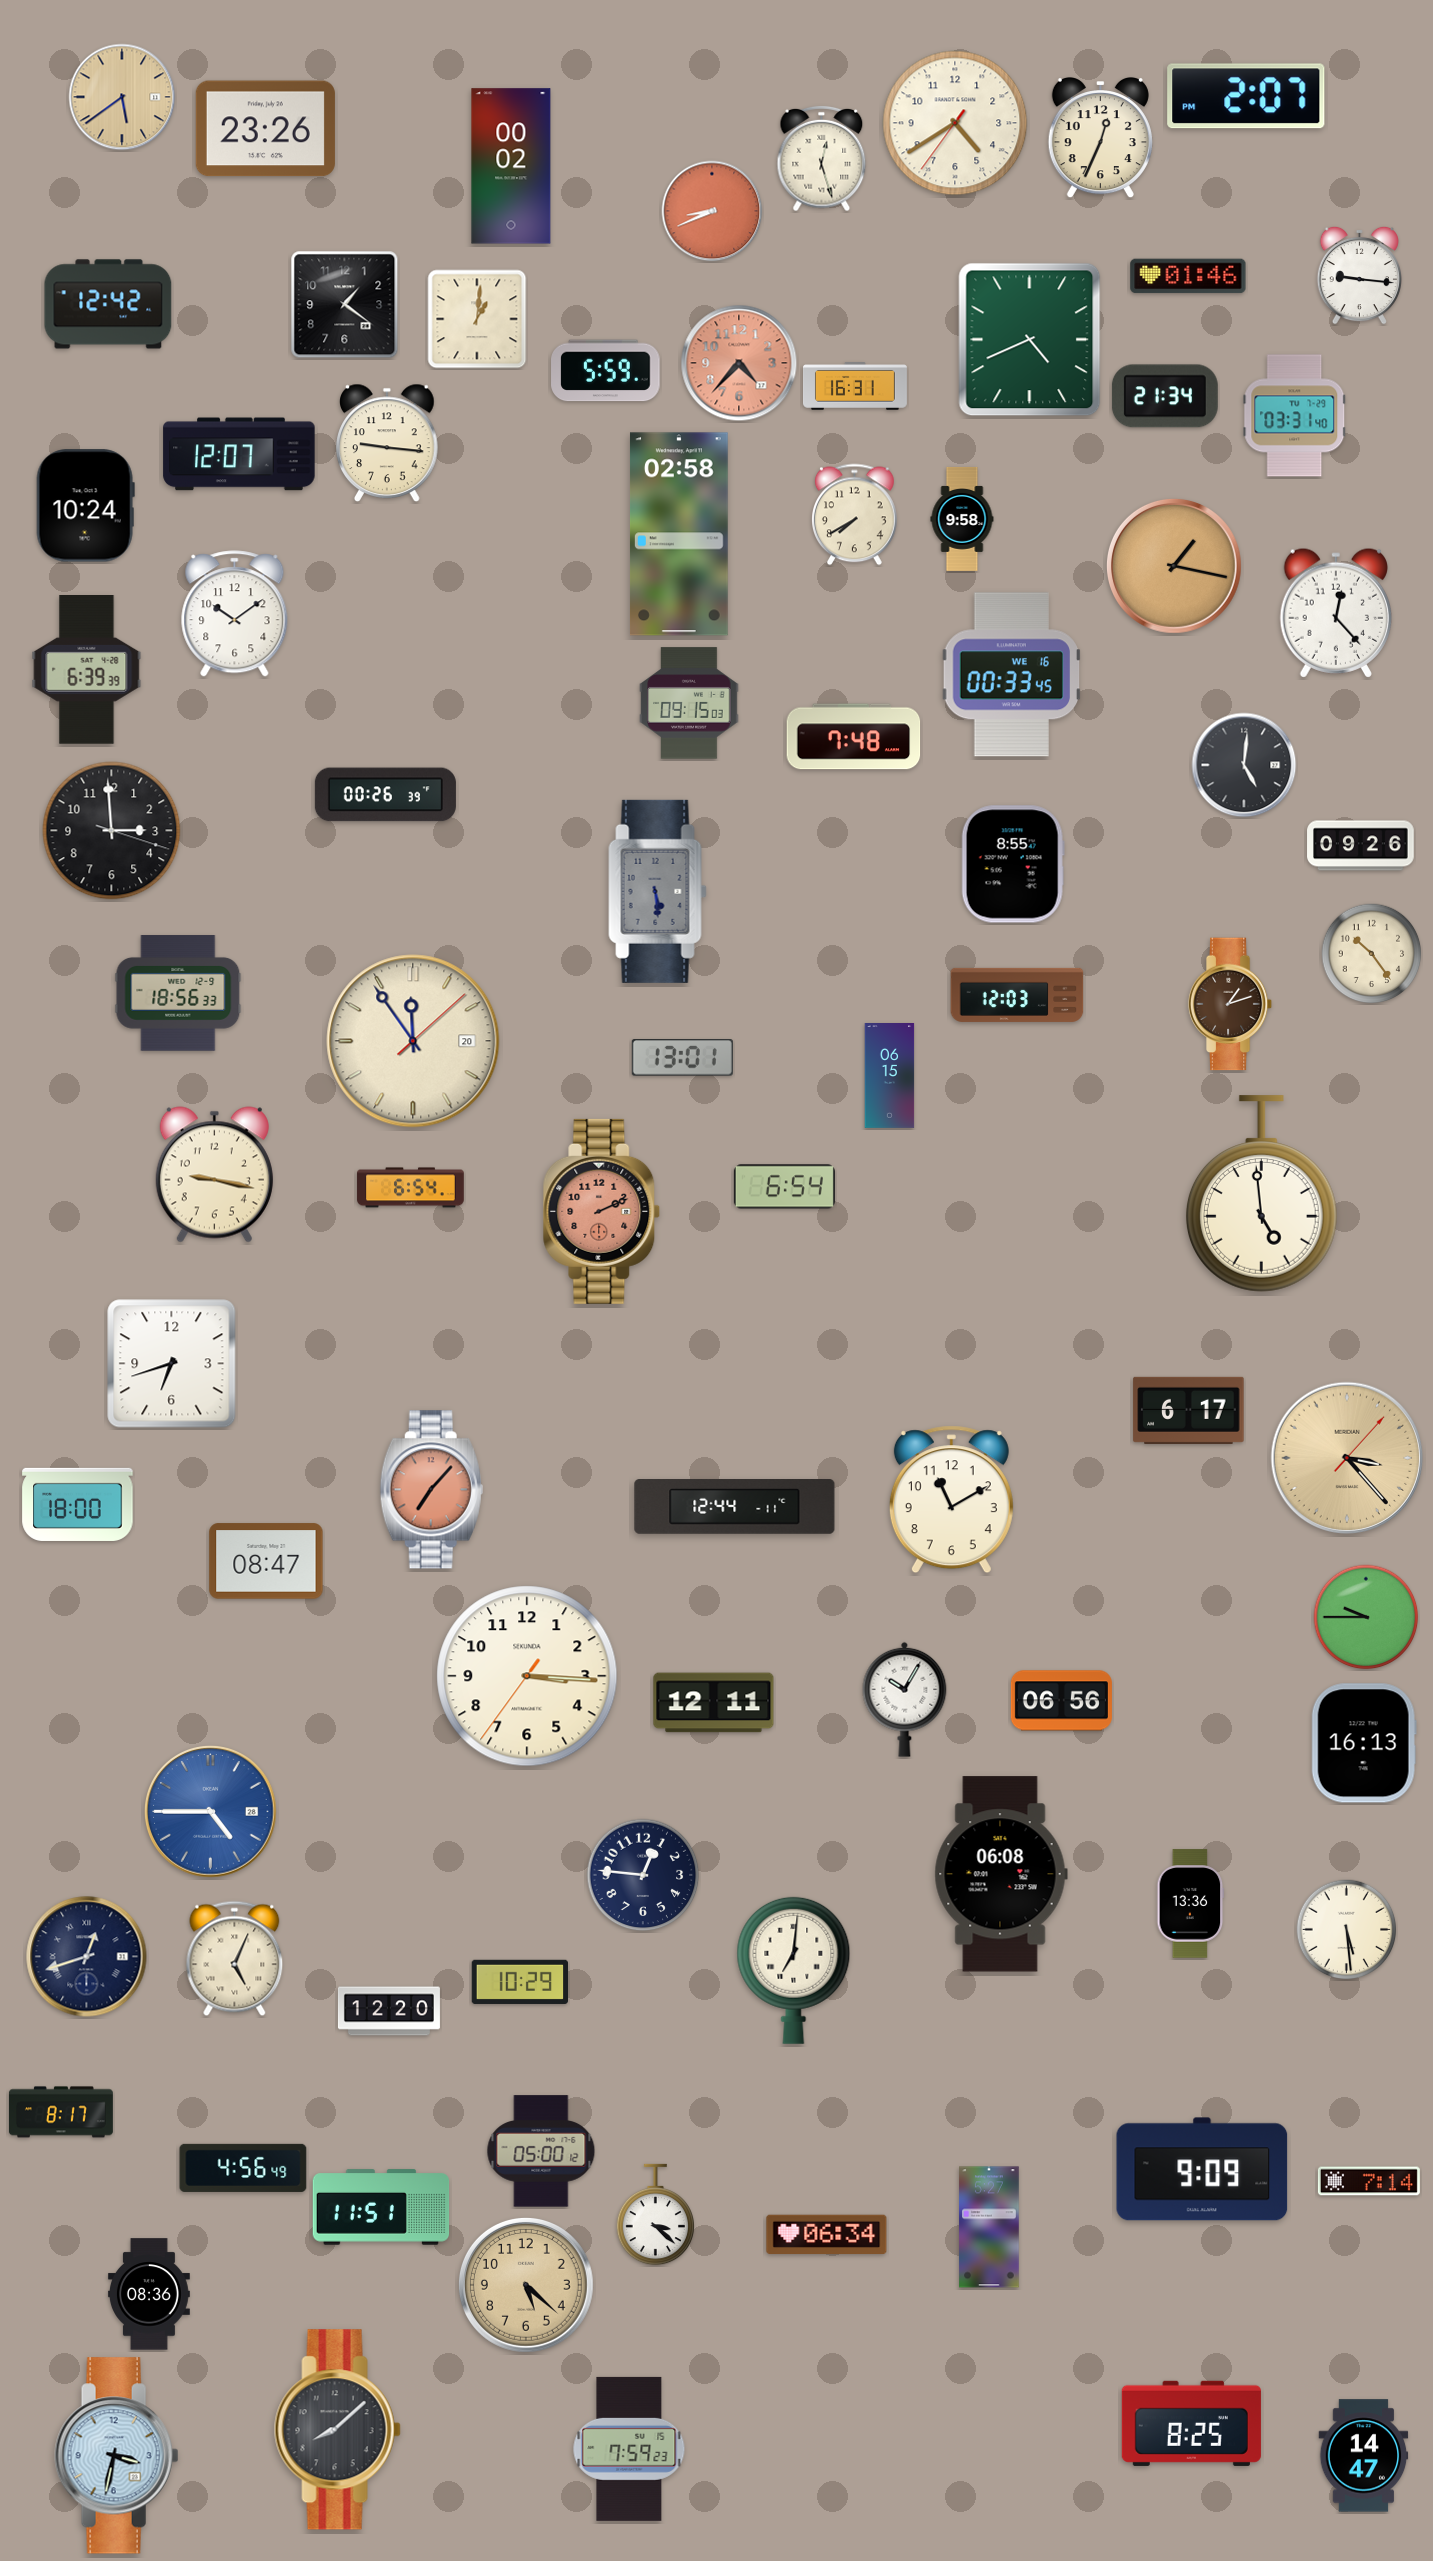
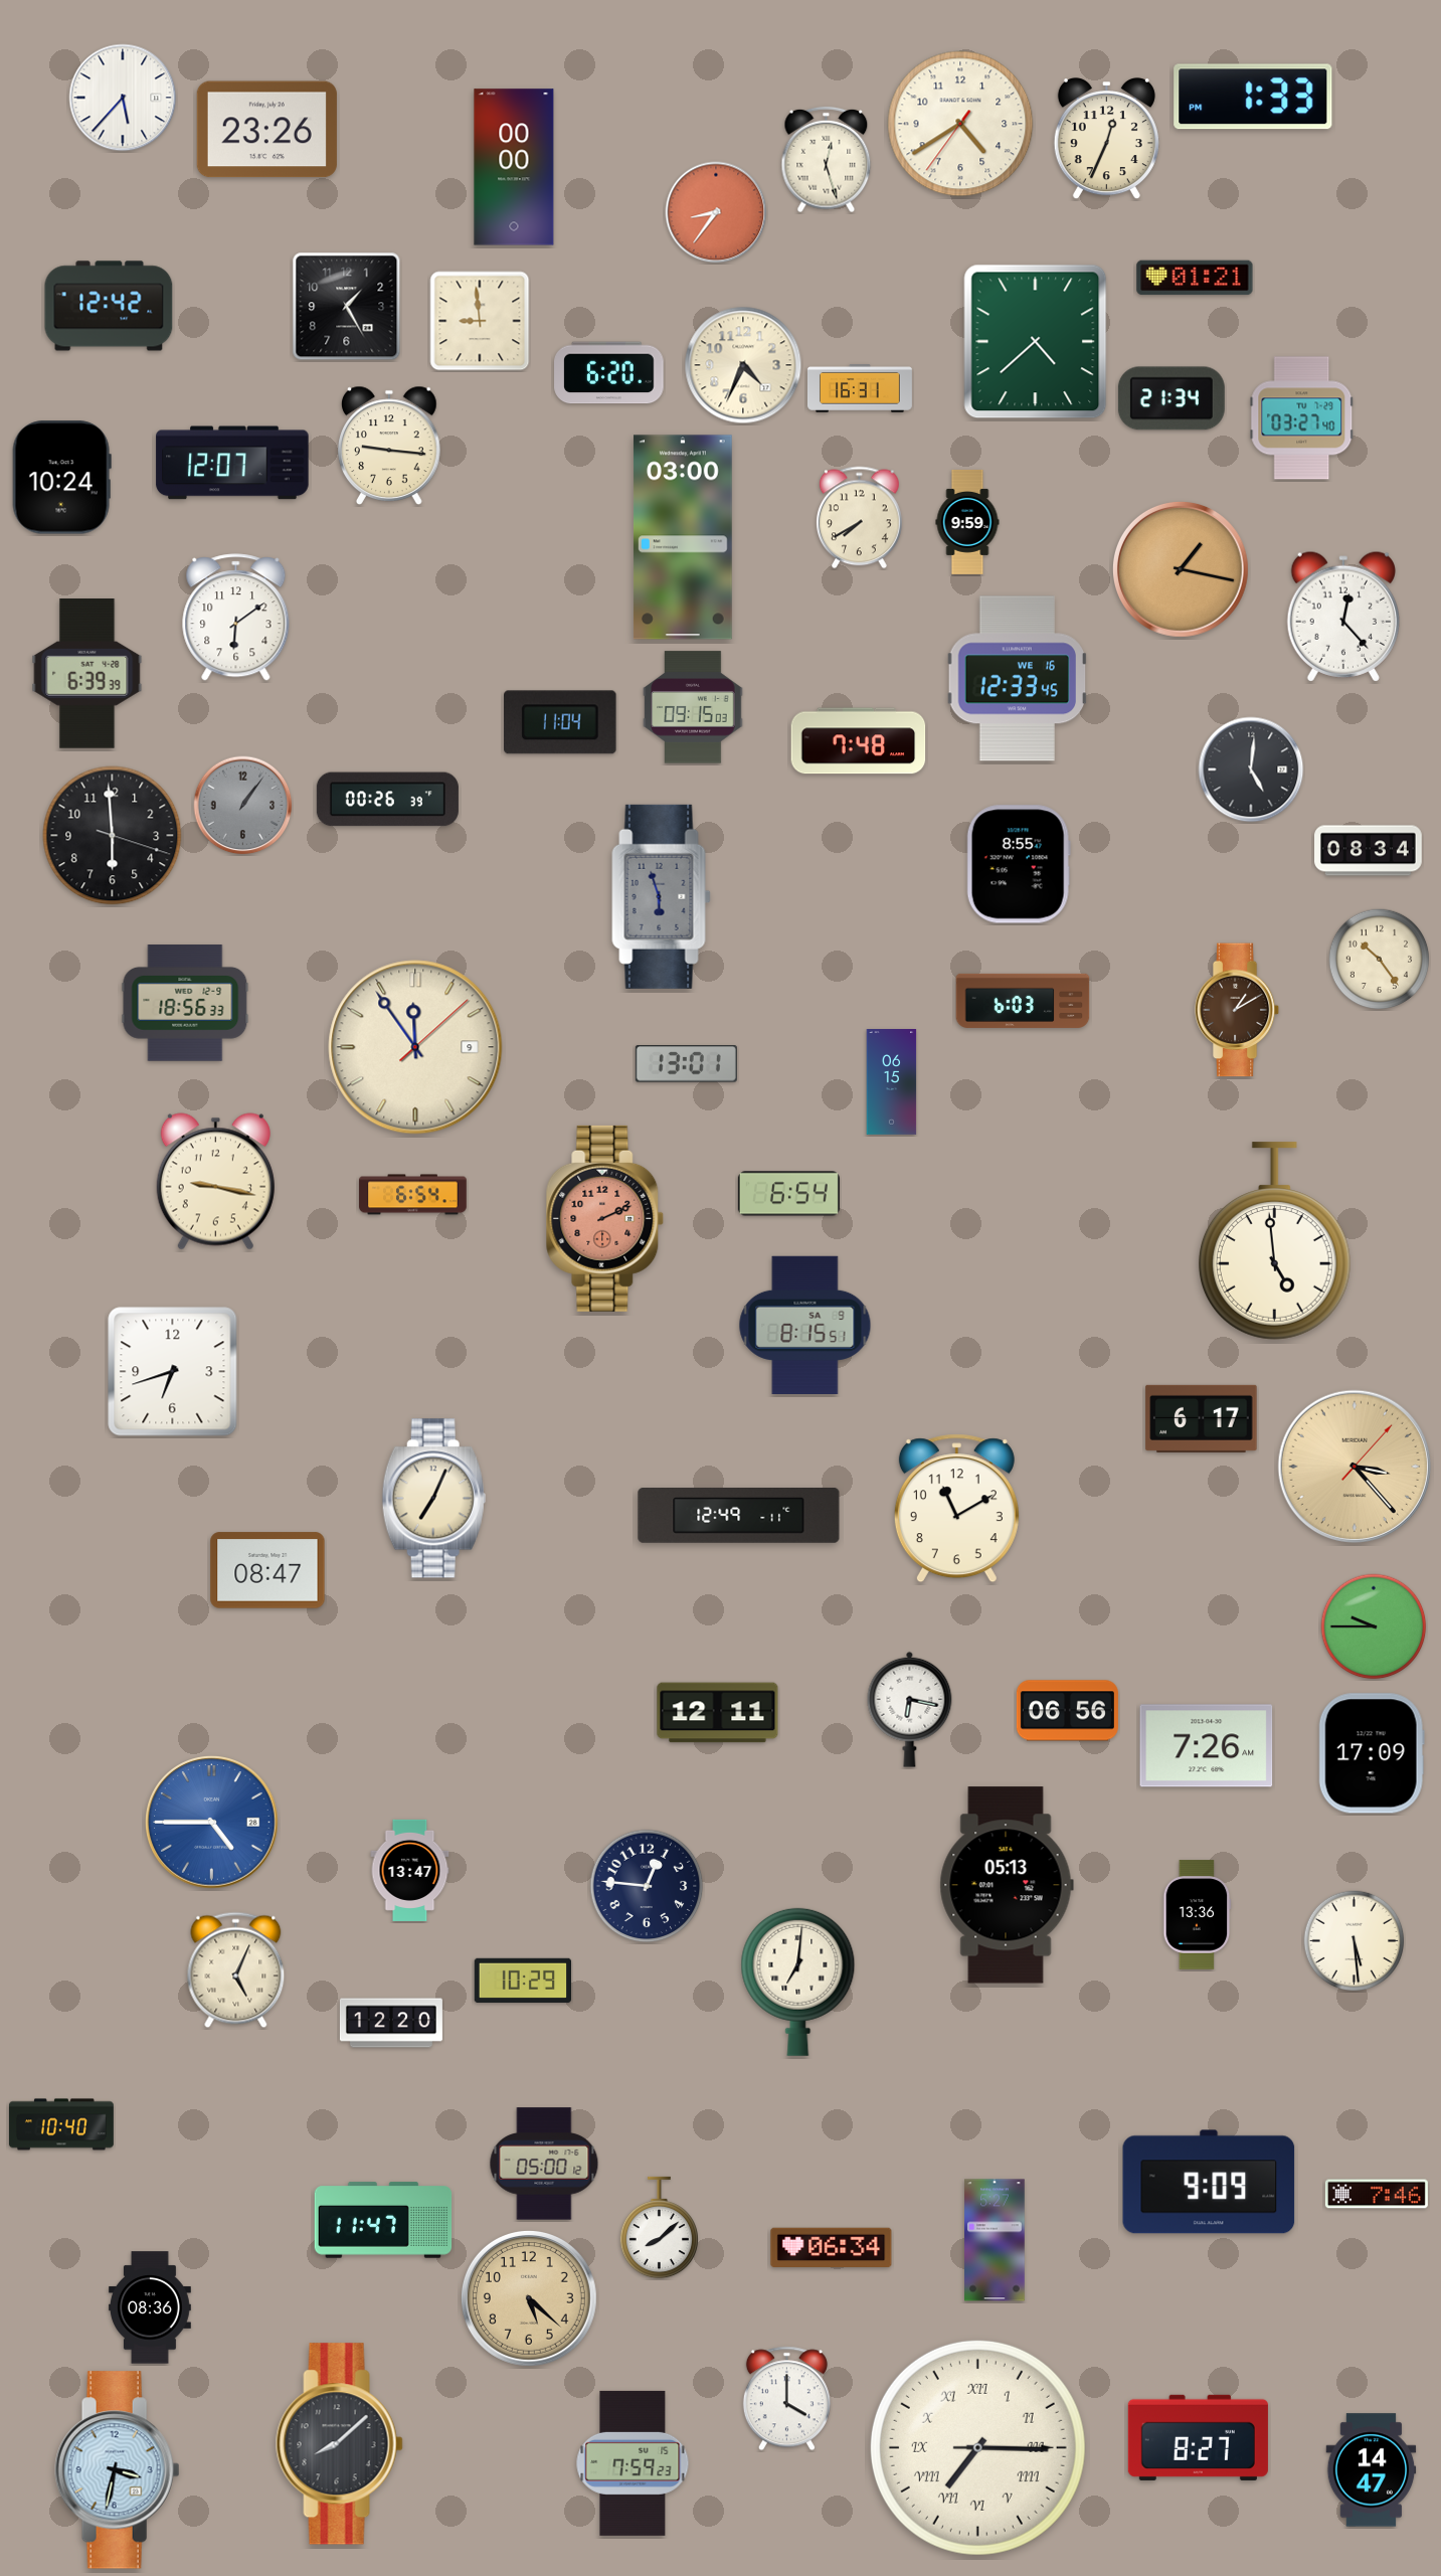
clock at (1246, 96): 2:07 -> 1:33
clock at (122, 97): 5:39 -> 5:37
clock at (122, 97) dial: champagne -> white
clock at (511, 166): 00:02 -> 00:00
clock at (712, 211): 8:41 -> 8:36
clock at (1359, 275): 9:16 -> none
clock at (1188, 276): 01:46 -> 01:21
clock at (345, 305): 1:21 -> 1:25
clock at (477, 319): 1:01 -> 8:59
clock at (1030, 340): 4:41 -> 4:38
clock at (739, 363): 4:37 -> 4:34
clock at (739, 363) dial: salmon -> cream
clock at (606, 371): 5:59 -> 6:20
clock at (1295, 416): 03:31 -> 03:27
clock at (239, 454) position: (239, 454) -> (232, 463)
clock at (85, 506) position: (85, 506) -> (61, 478)
clock at (962, 519): 9:58 -> 9:59
clock at (679, 534): 02:58 -> 03:00
clock at (235, 614): 10:09 -> 6:09
clock at (1011, 675): 00:33 -> 12:33
clock at (560, 722): none -> 11:04
clock at (243, 806): none -> 1:06
clock at (112, 831): 2:59 -> 5:59
clock at (1361, 846): 09:26 -> 08:34
clock at (1013, 864) position: (1013, 864) -> (1019, 864)
clock at (658, 891): 5:29 -> 5:57
clock at (178, 993) position: (178, 993) -> (185, 1003)
clock at (1017, 995): 12:03 -> 6:03
clock at (1230, 1004): 1:12 -> 1:10
clock at (413, 1041) date: 20 -> 9
clock at (890, 1076) position: (890, 1076) -> (892, 1082)
clock at (1261, 1194) position: (1261, 1194) -> (1274, 1241)
clock at (805, 1325): none -> 8:15
clock at (1189, 1410) position: (1189, 1410) -> (1202, 1418)
clock at (431, 1490): 7:07 -> 7:04
clock at (431, 1490) dial: salmon -> cream
clock at (78, 1504): 18:00 -> none
clock at (735, 1507): 12:44 -> 12:49
clock at (527, 1676): 3:15 -> none
clock at (905, 1699): 10:05 -> 6:17
clock at (1207, 1746): none -> 7:26
clock at (1364, 1743): 16:13 -> 17:09
clock at (410, 1870): none -> 13:47
clock at (1001, 1874): 06:08 -> 05:13
clock at (87, 1957): 12:42 -> none
clock at (519, 1982) position: (519, 1982) -> (522, 1981)
clock at (61, 2112): 8:17 -> 10:40
clock at (243, 2168): 4:56 -> none
clock at (1369, 2181): 7:14 -> 7:46
clock at (381, 2207): 11:51 -> 11:47
clock at (655, 2215): 3:22 -> 8:08
clock at (786, 2399): none -> 4:00
clock at (1191, 2423): 8:25 -> 8:27
clock at (977, 2447): none -> 7:15
